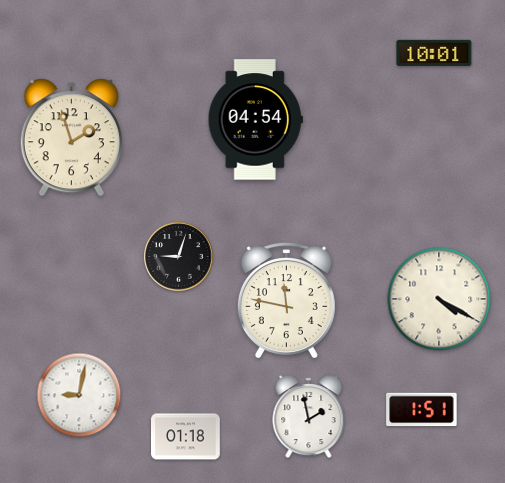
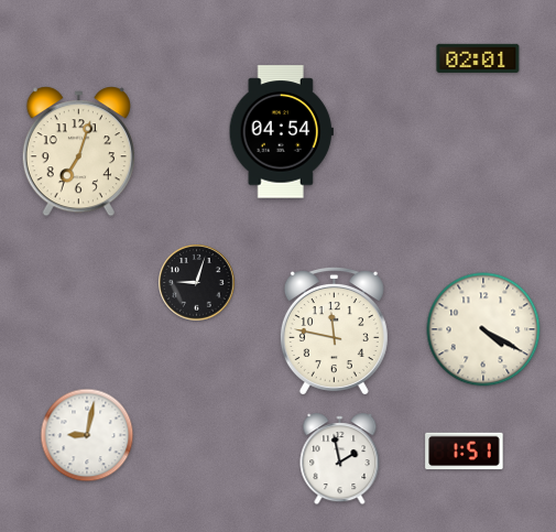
clock at (434, 53): 10:01 -> 02:01
clock at (71, 138): 1:57 -> 7:03
clock at (286, 301) position: (286, 301) -> (334, 332)
clock at (186, 437): 01:18 -> none
